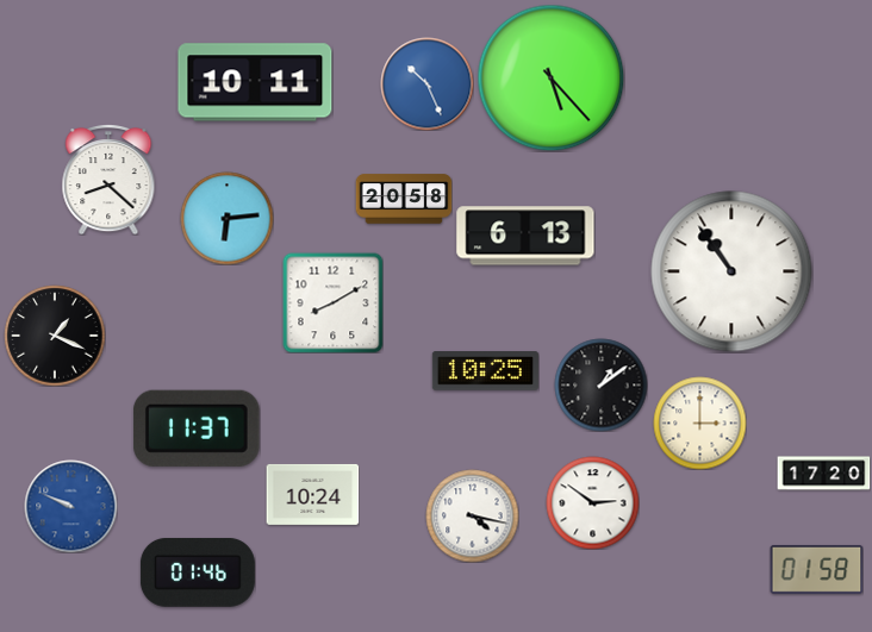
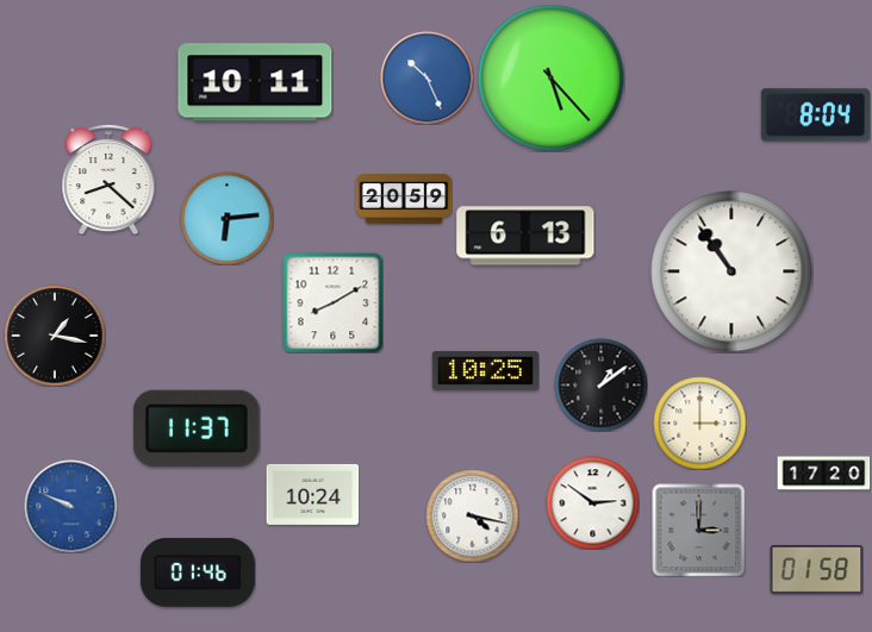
clock at (426, 83) position: (426, 83) -> (426, 77)
clock at (815, 115): none -> 8:04
clock at (404, 199): 20:58 -> 20:59
clock at (55, 336): 1:19 -> 1:17
clock at (698, 530): none -> 3:00
